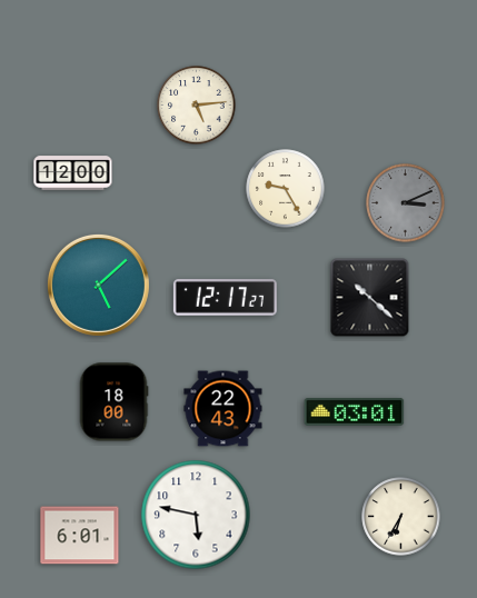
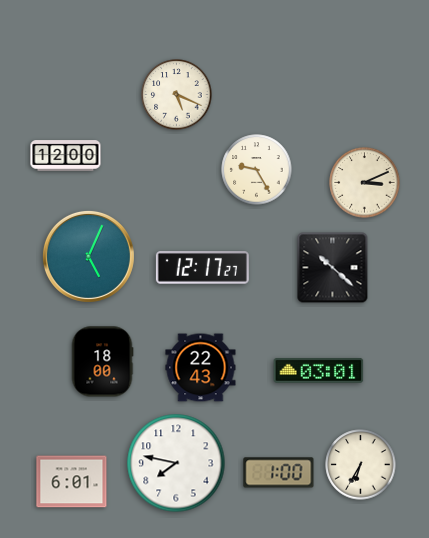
clock at (197, 106): 5:14 -> 5:19
clock at (406, 203) dial: grey -> cream
clock at (98, 285): 5:08 -> 5:04
clock at (196, 515): 5:47 -> 7:47
clock at (279, 473): none -> 1:00
